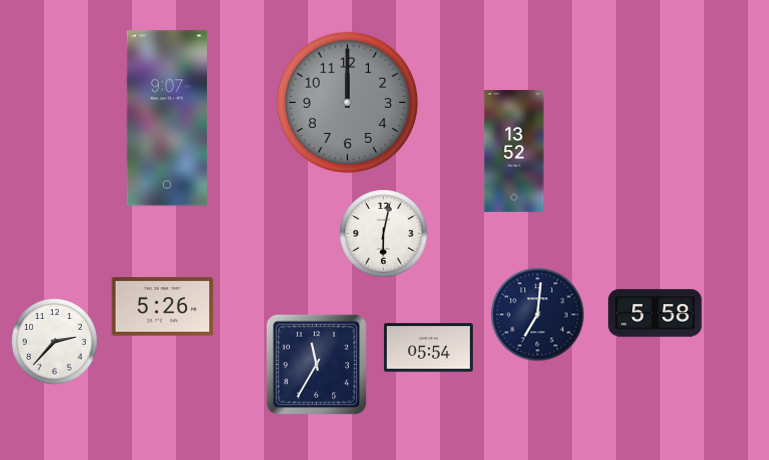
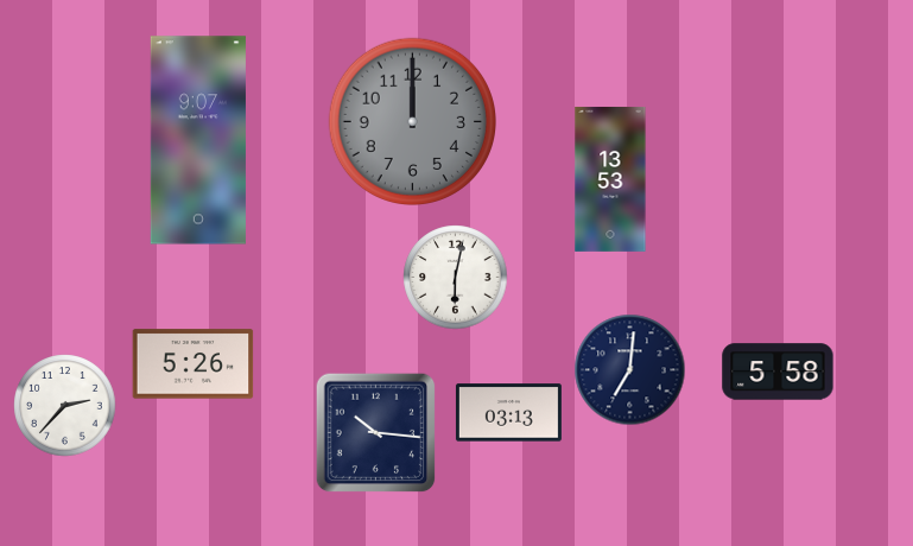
clock at (514, 151): 13:52 -> 13:53
clock at (538, 315) position: (538, 315) -> (630, 370)
clock at (428, 348): 05:54 -> 03:13
clock at (317, 365): 11:35 -> 10:16
